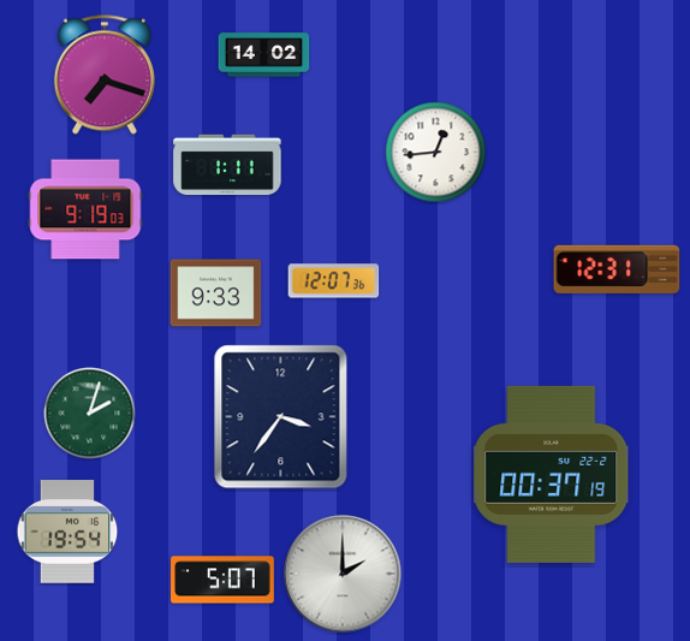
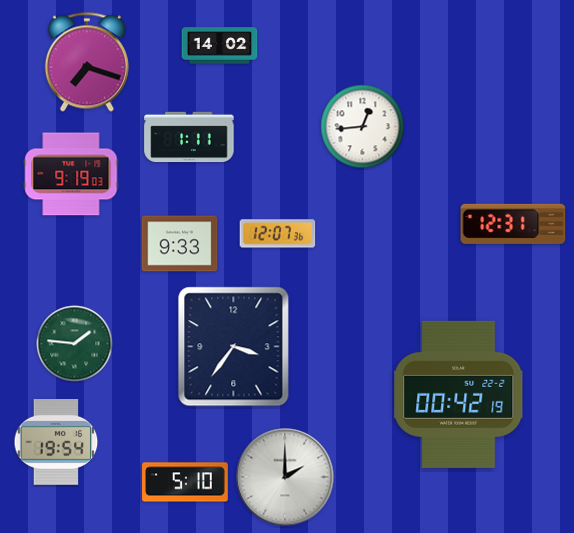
clock at (90, 414): 2:03 -> 1:46
clock at (552, 474): 00:37 -> 00:42
clock at (222, 580): 5:07 -> 5:10
